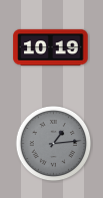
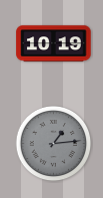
clock at (51, 48) position: (51, 48) -> (54, 44)
